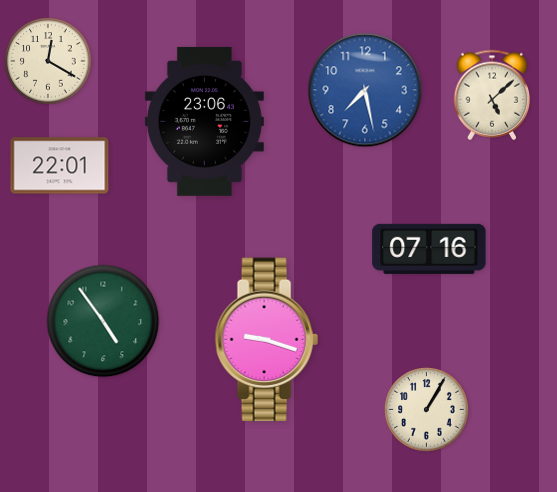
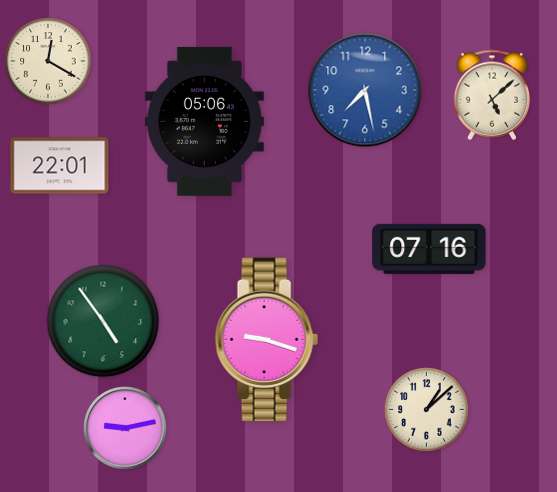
clock at (204, 121): 23:06 -> 05:06
clock at (427, 410): 1:05 -> 1:08
clock at (125, 428): none -> 9:13
